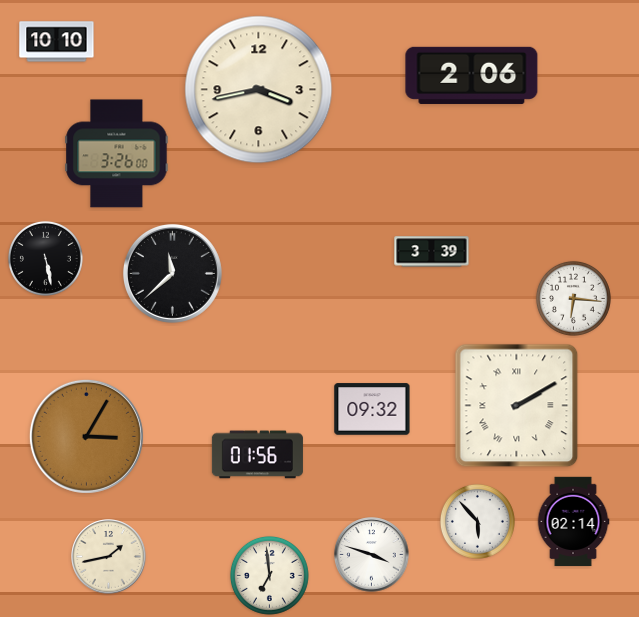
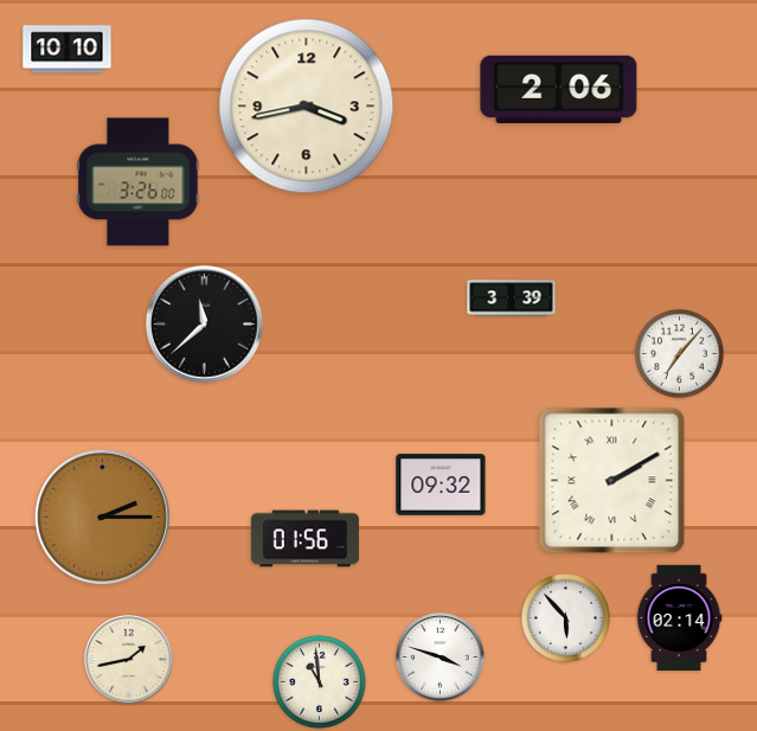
clock at (45, 258): 5:28 -> none
clock at (573, 298): 6:16 -> 7:07
clock at (86, 436): 3:05 -> 2:15
clock at (269, 575): 6:59 -> 10:59
